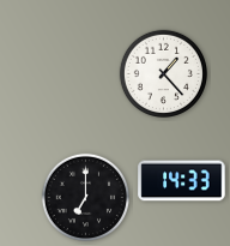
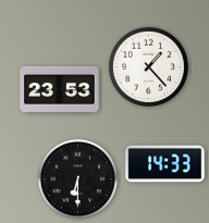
clock at (60, 89): none -> 23:53
clock at (85, 197): 7:00 -> 6:30
